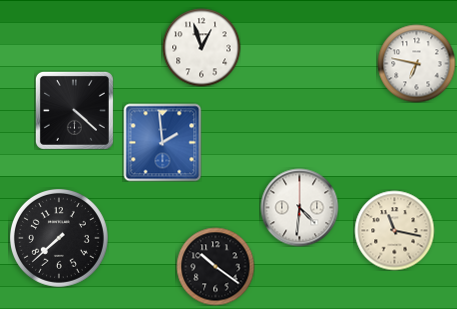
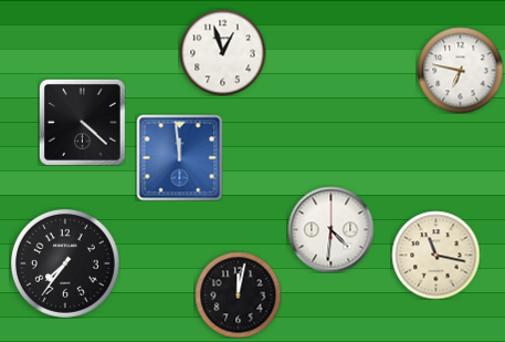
clock at (162, 142): 1:59 -> 11:59
clock at (59, 238): 7:38 -> 7:36
clock at (215, 266): 10:21 -> 12:02
